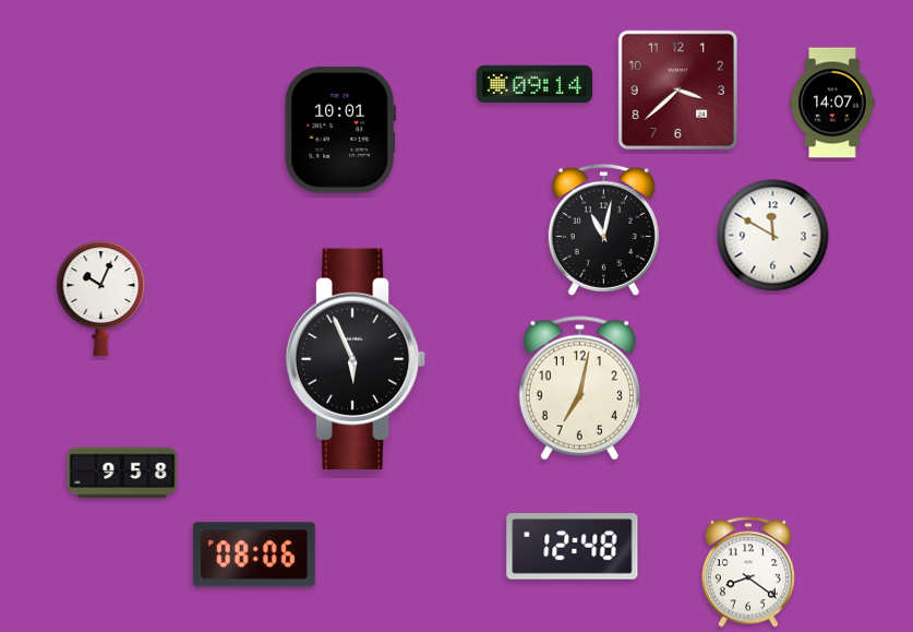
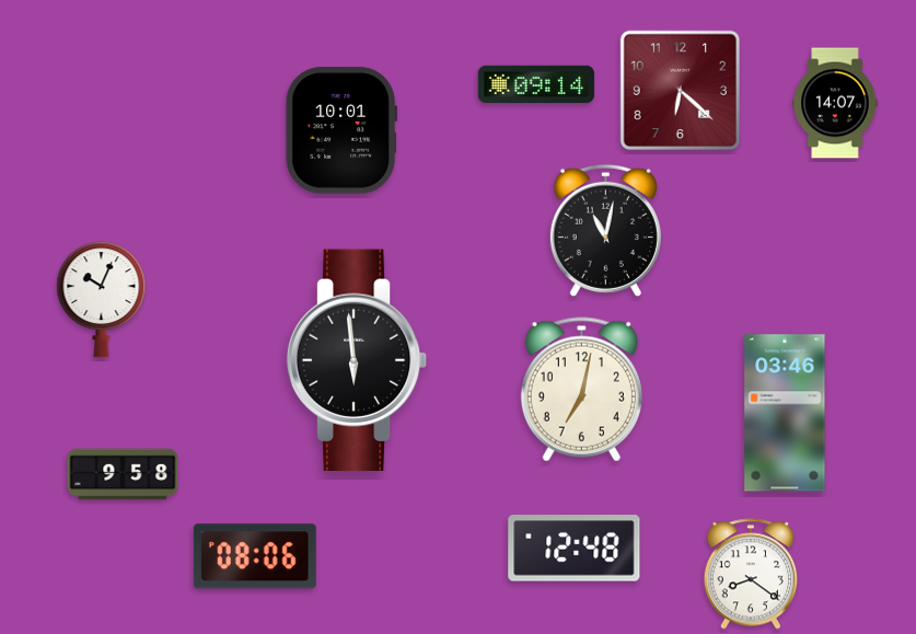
clock at (677, 90): 3:38 -> 6:22
clock at (773, 236): 11:50 -> none
clock at (356, 359): 5:56 -> 5:59
clock at (785, 413): none -> 03:46
